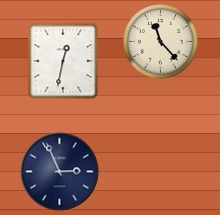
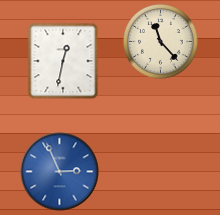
clock at (60, 172) dial: navy -> blue
